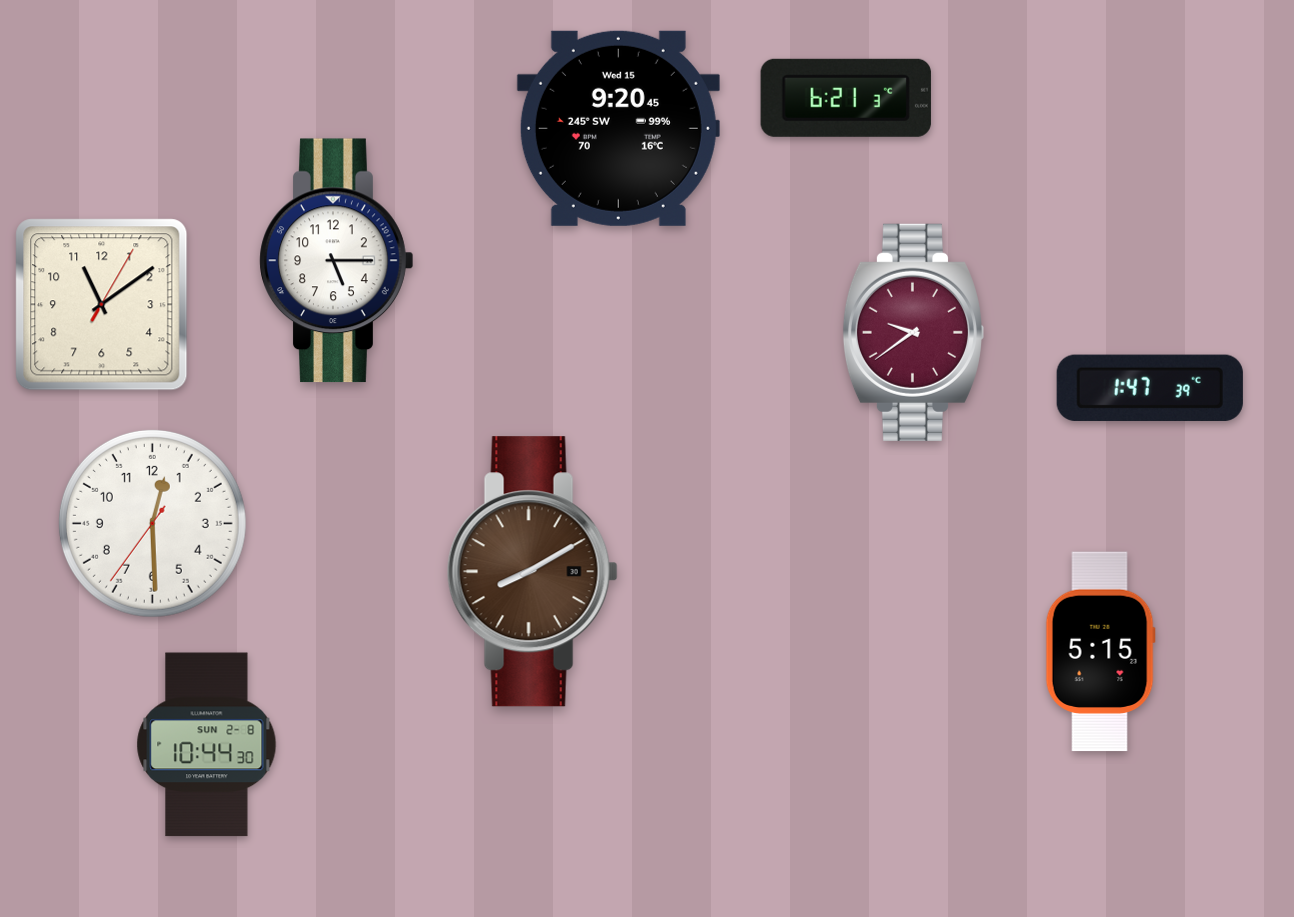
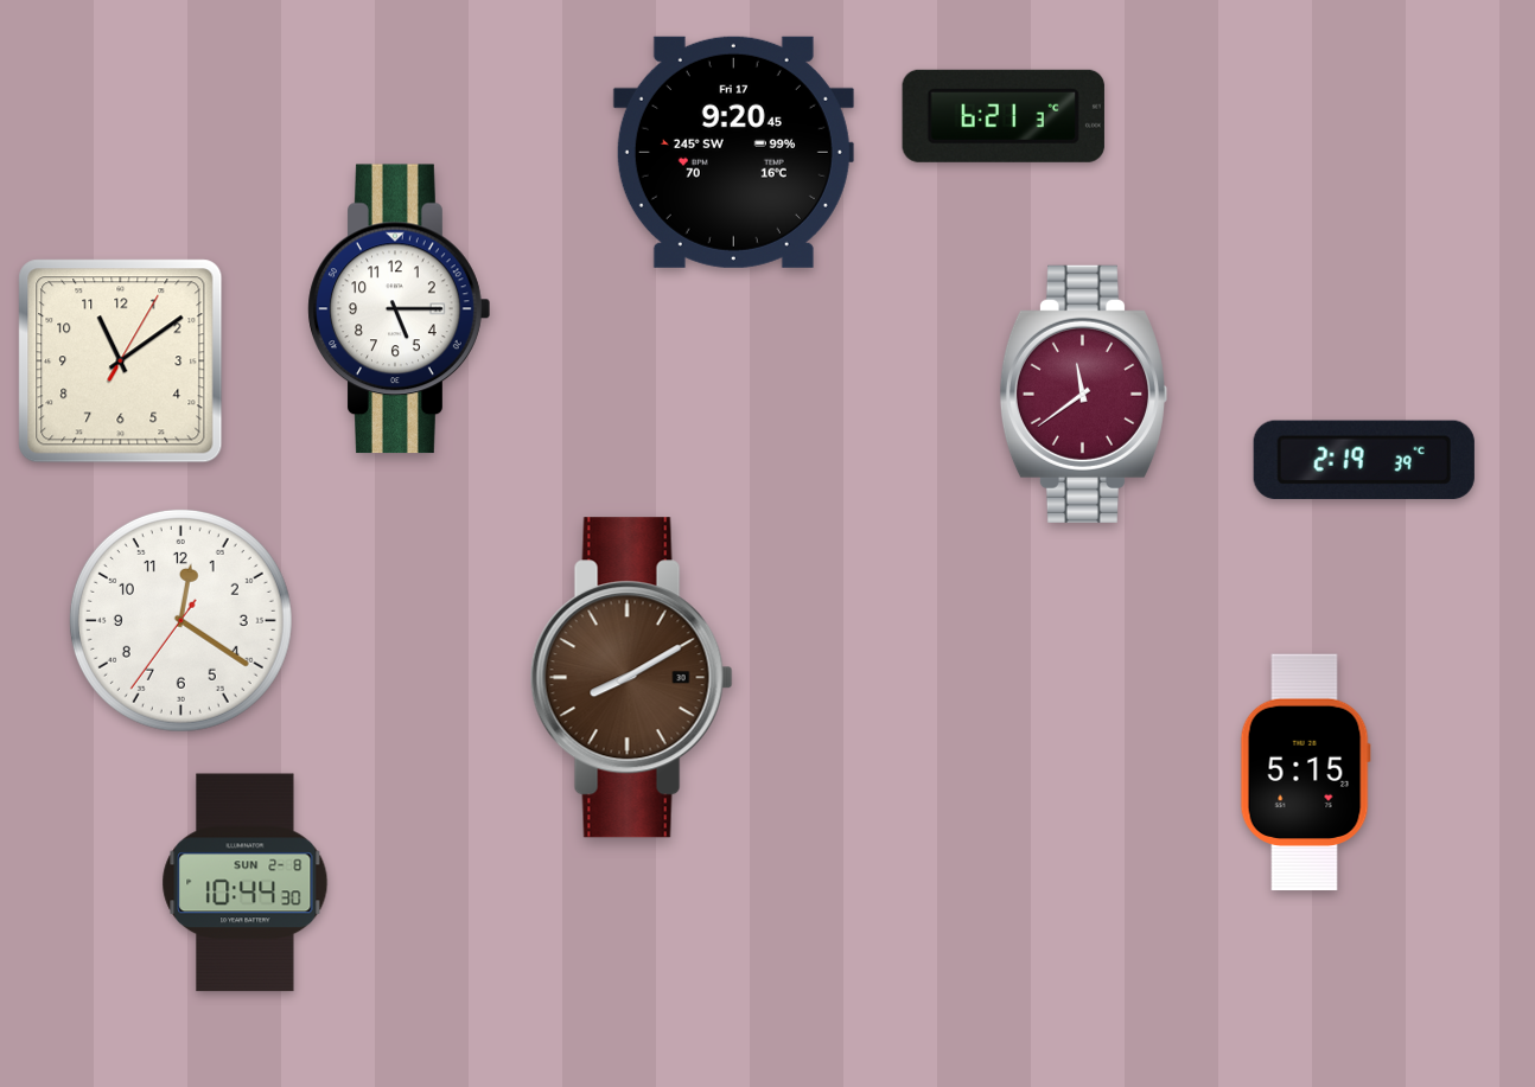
clock at (618, 128) date: Wed 15 -> Fri 17
clock at (913, 332): 9:39 -> 11:39
clock at (1150, 388): 1:47 -> 2:19
clock at (152, 523): 12:29 -> 12:20
